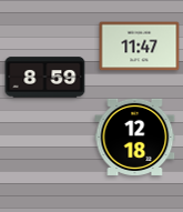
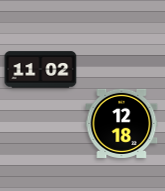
clock at (140, 47): 11:47 -> none
clock at (45, 78): 8:59 -> 11:02
